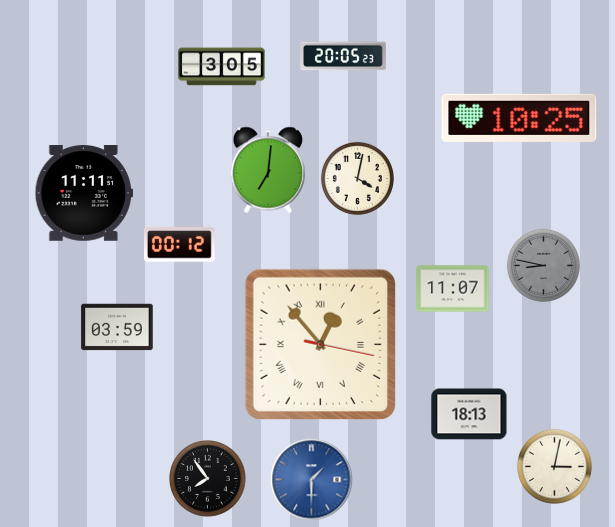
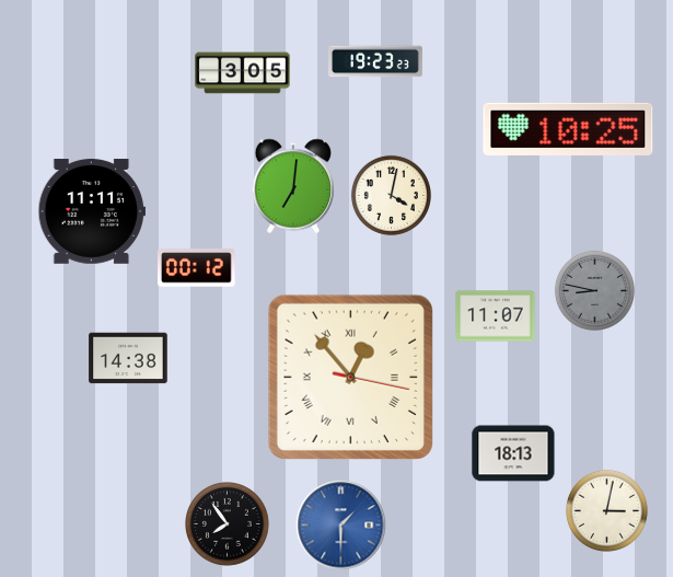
clock at (344, 56): 20:05 -> 19:23
clock at (117, 327): 03:59 -> 14:38
